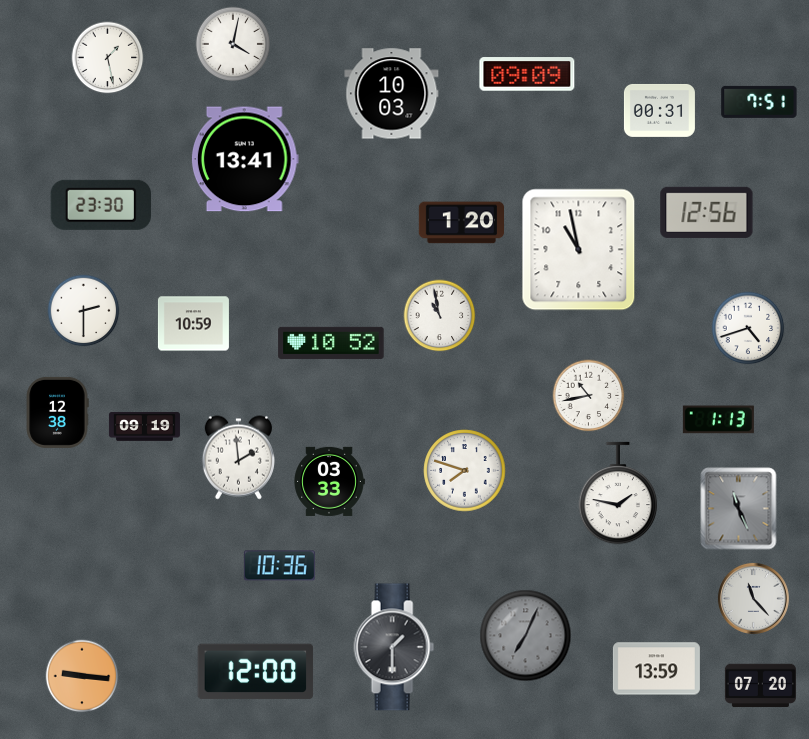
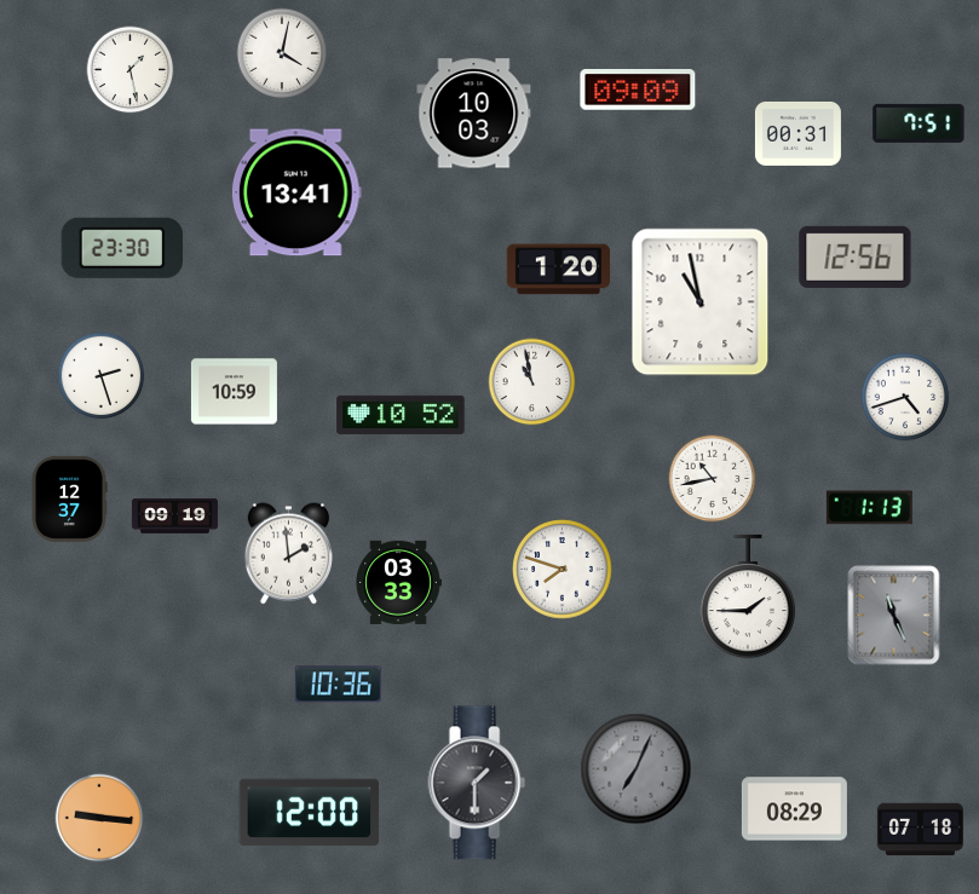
clock at (84, 311): 2:30 -> 2:27
clock at (57, 412): 12:38 -> 12:37
clock at (618, 493): 1:47 -> 1:45
clock at (753, 598): 11:23 -> none
clock at (656, 669): 13:59 -> 08:29
clock at (760, 686): 07:20 -> 07:18
